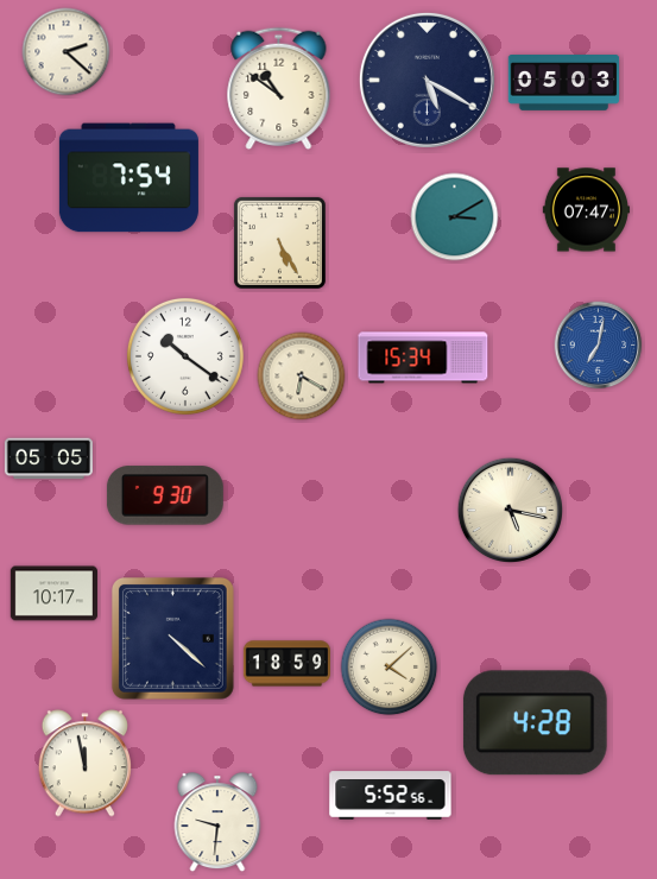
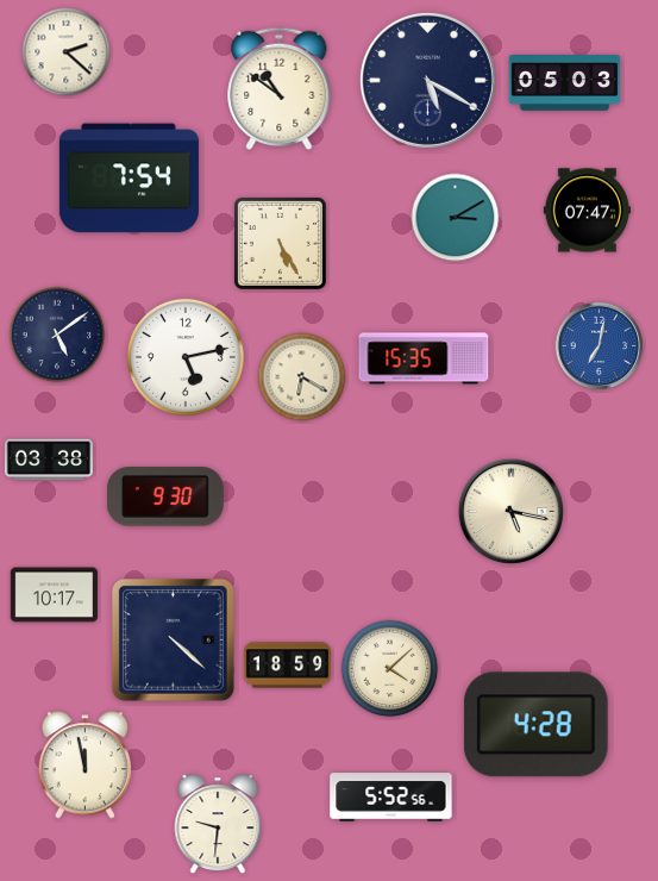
clock at (57, 335): none -> 5:09
clock at (185, 356): 10:21 -> 5:13
clock at (423, 358): 15:34 -> 15:35
clock at (49, 459): 05:05 -> 03:38
